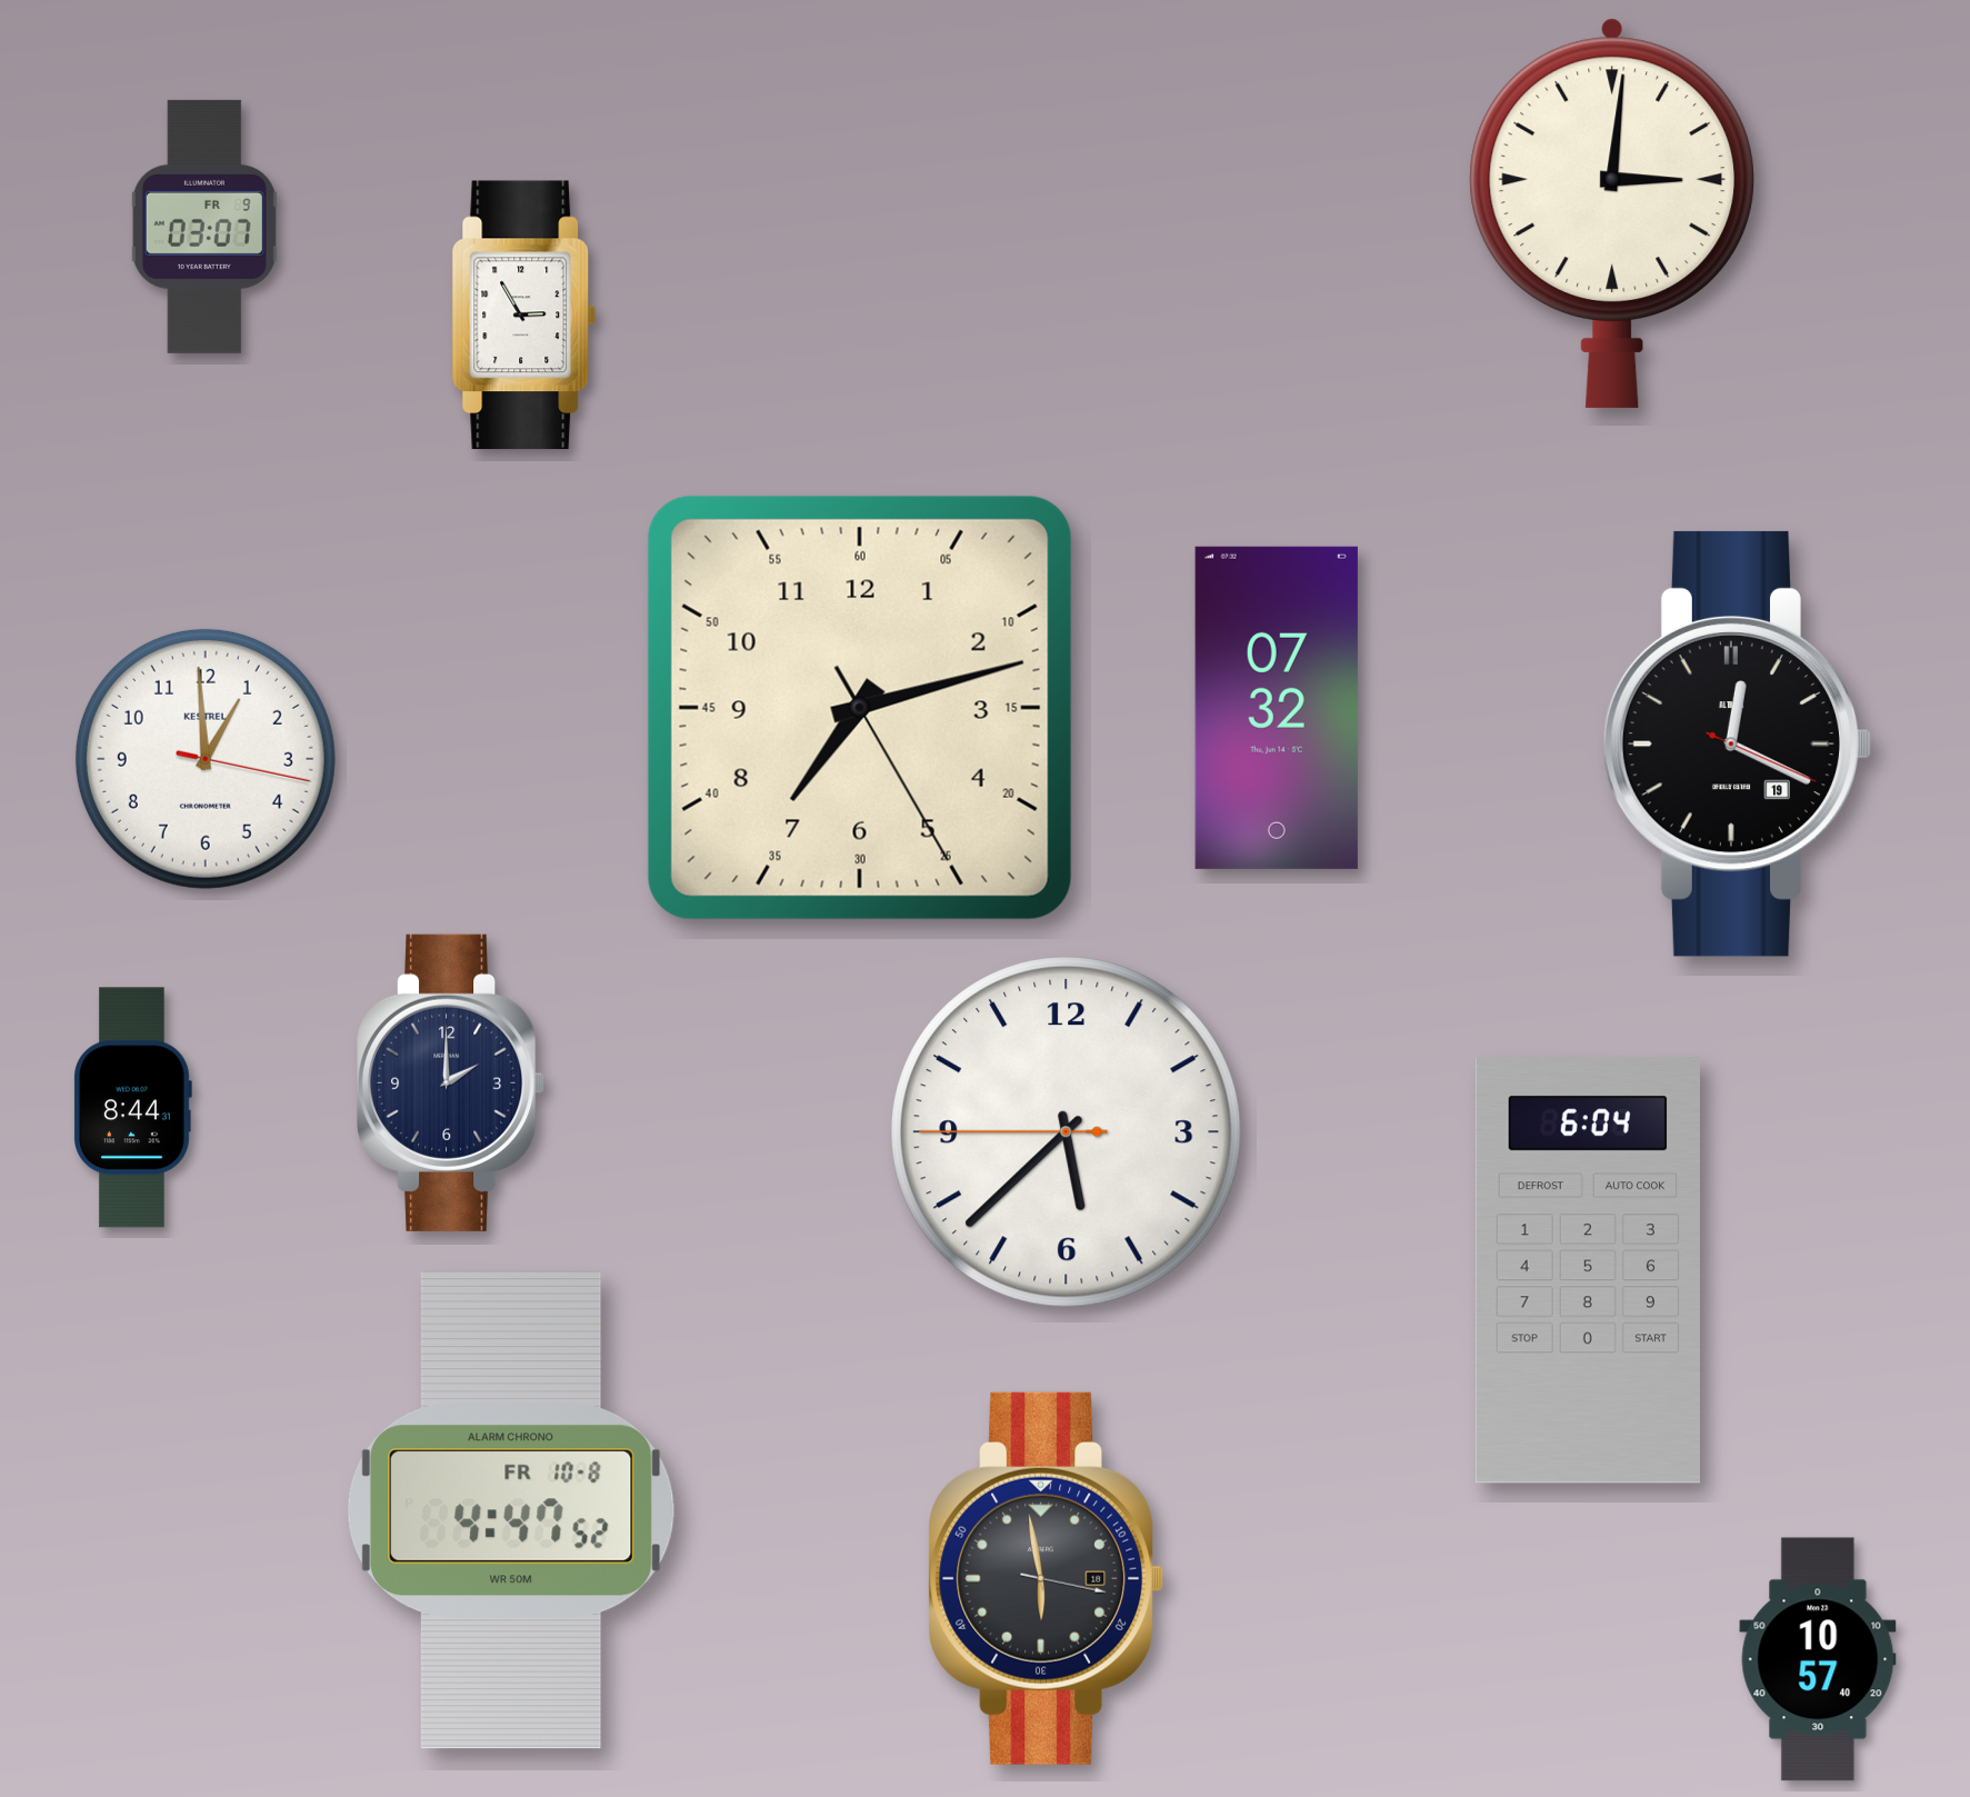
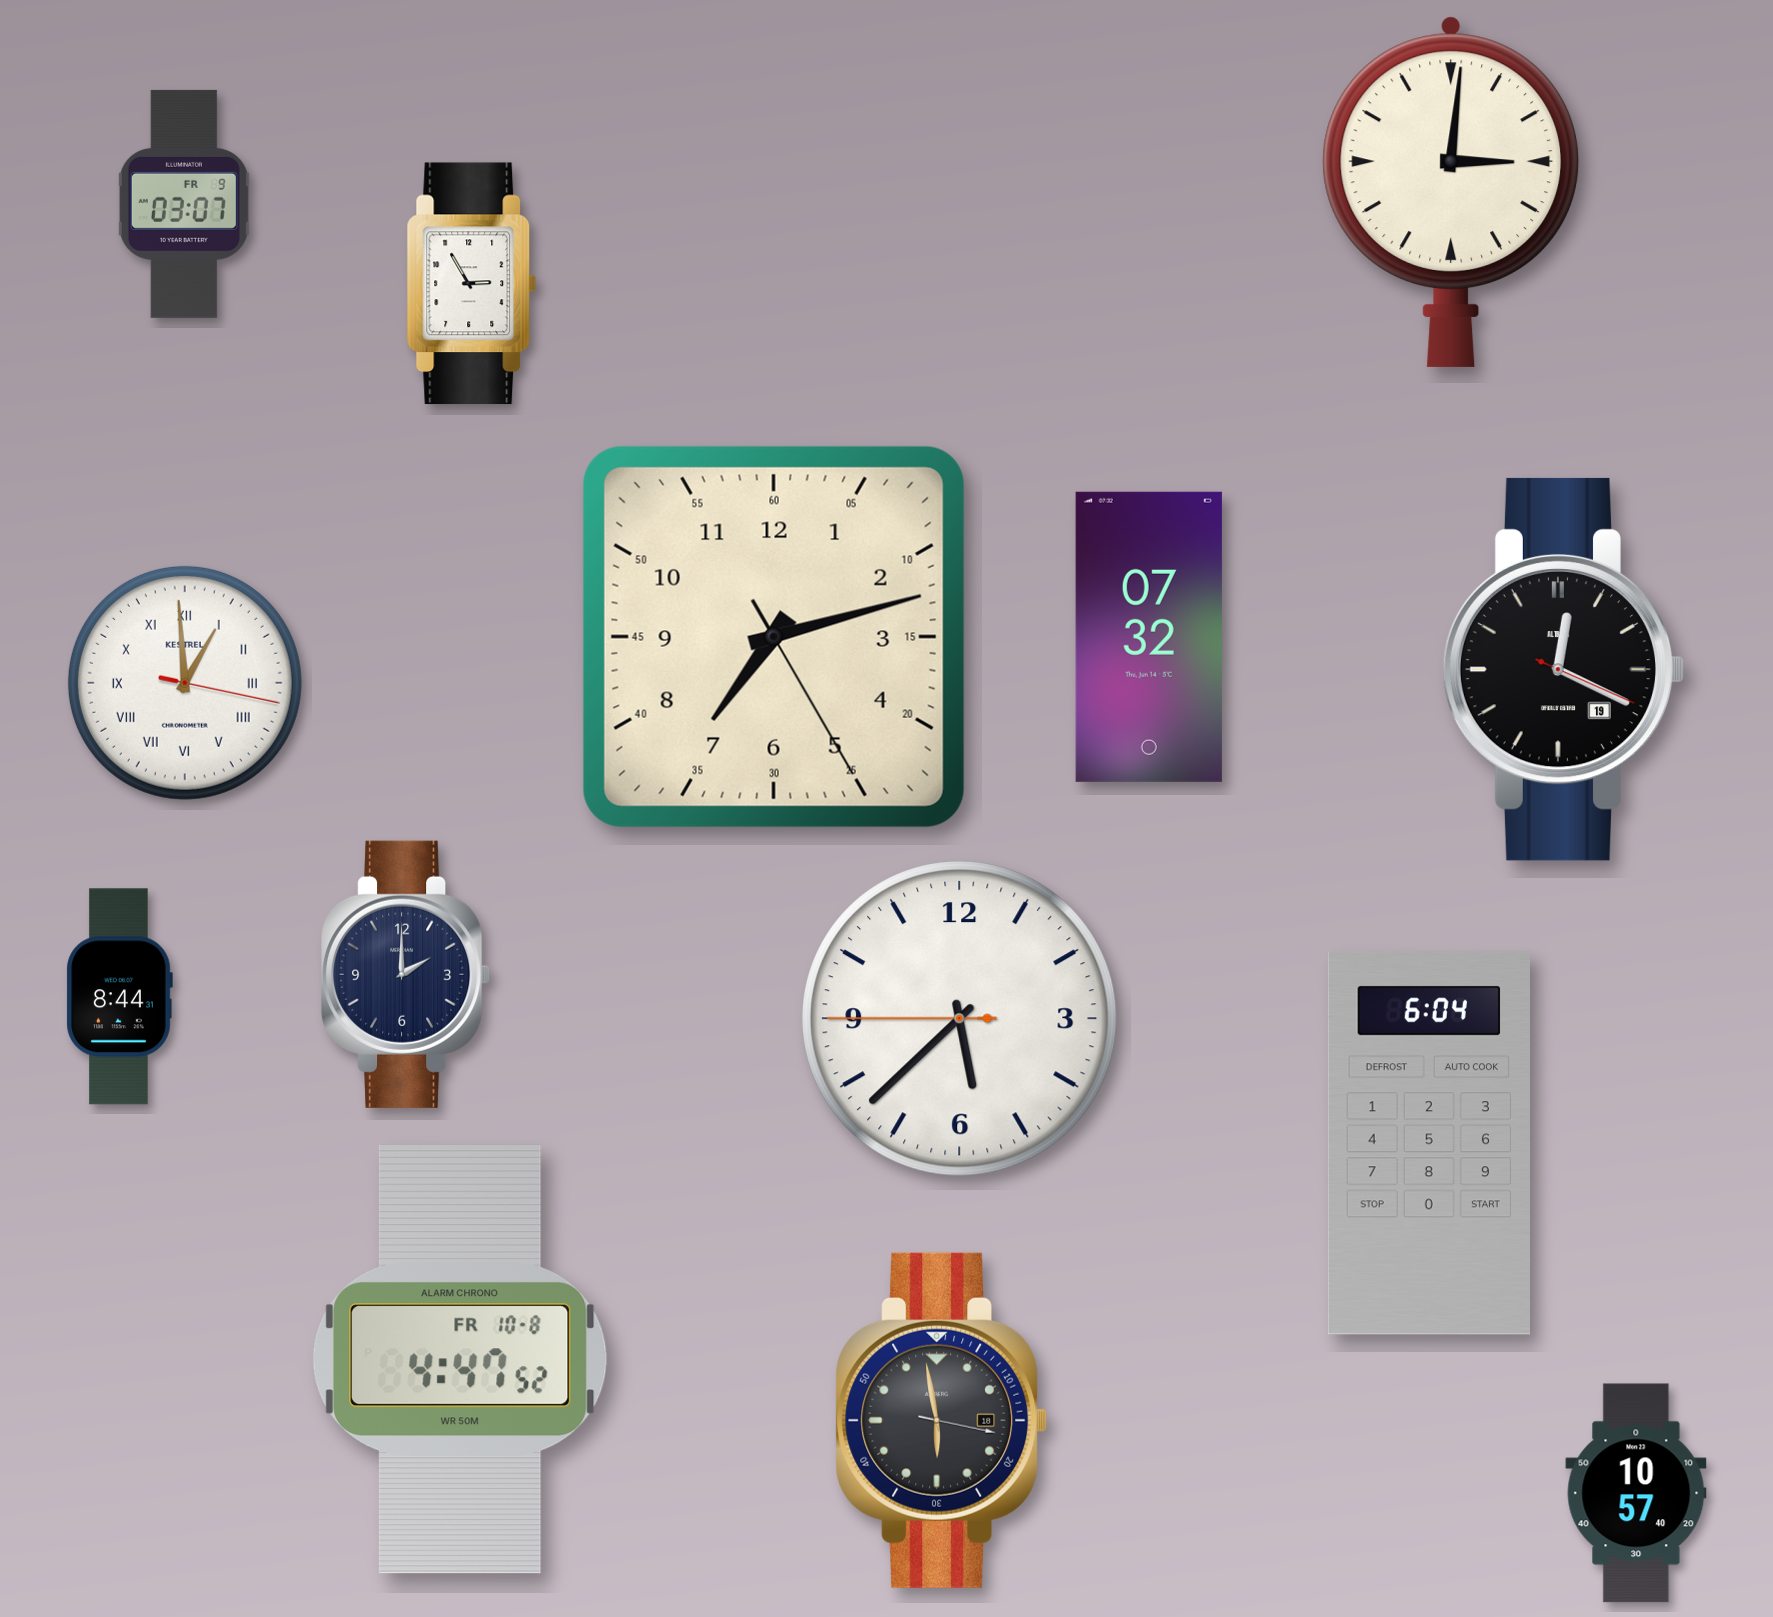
clock at (206, 759) numerals: Arabic -> Roman
